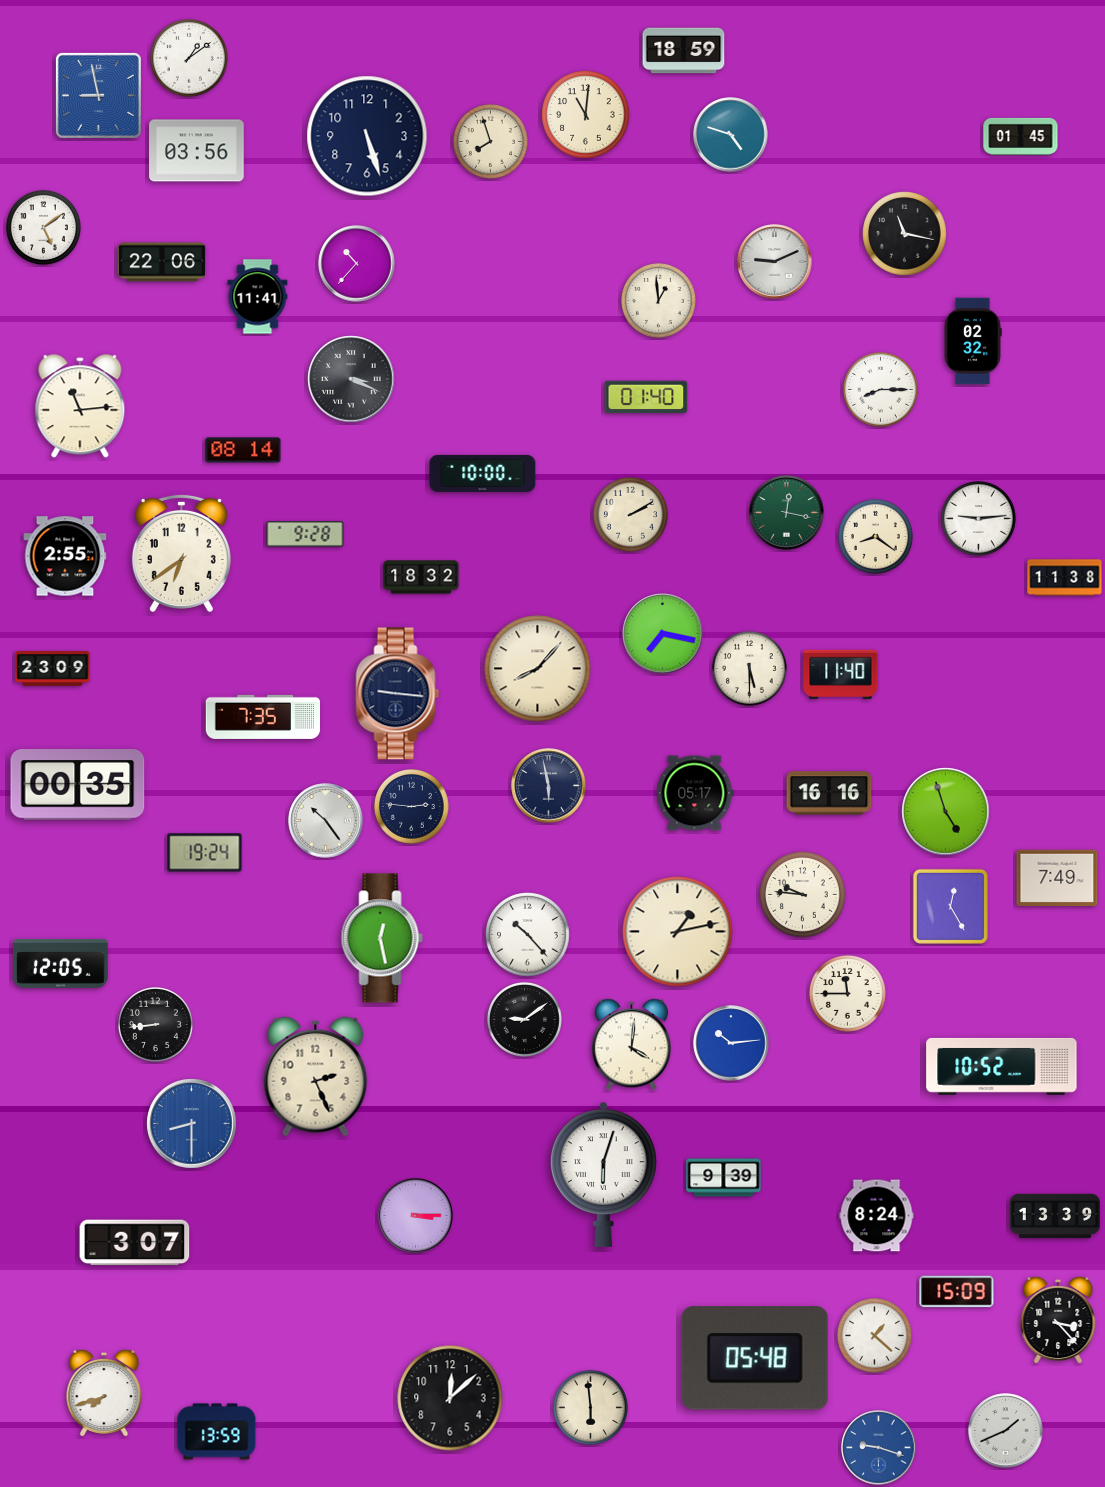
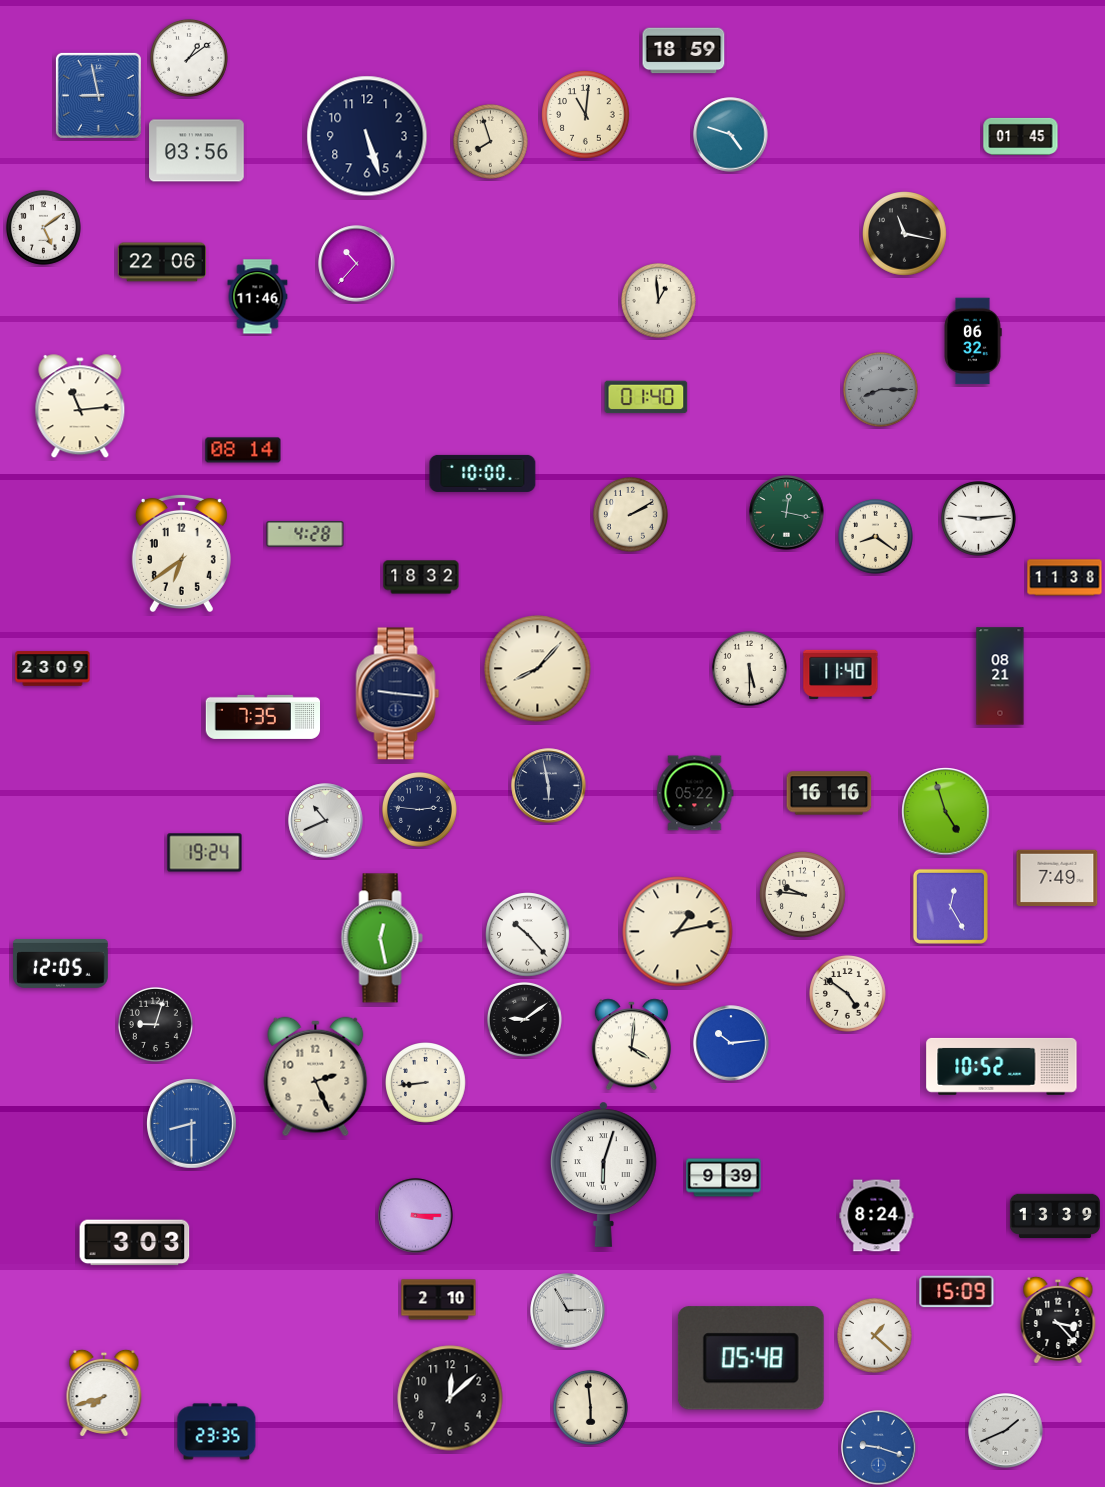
clock at (775, 262): 9:11 -> none
clock at (258, 297): 11:41 -> 11:46
clock at (973, 341): 02:32 -> 06:32
clock at (351, 379): 3:19 -> none
clock at (880, 389) dial: white -> grey
clock at (305, 534): 9:28 -> 4:28
clock at (65, 556): 2:55 -> none
clock at (663, 634): 7:17 -> none
clock at (1000, 676): none -> 08:21
clock at (78, 785): 00:35 -> none
clock at (695, 793): 05:17 -> 05:22
clock at (411, 806) position: (411, 806) -> (419, 809)
clock at (326, 821): 10:24 -> 10:41
clock at (847, 993): 11:45 -> 4:51
clock at (155, 1024): 8:44 -> 9:03
clock at (426, 1083): none -> 8:44
clock at (135, 1243): 3:07 -> 3:03
clock at (439, 1300): none -> 2:10
clock at (568, 1311): none -> 2:55
clock at (755, 1358) position: (755, 1358) -> (751, 1358)
clock at (217, 1432): 13:59 -> 23:35
